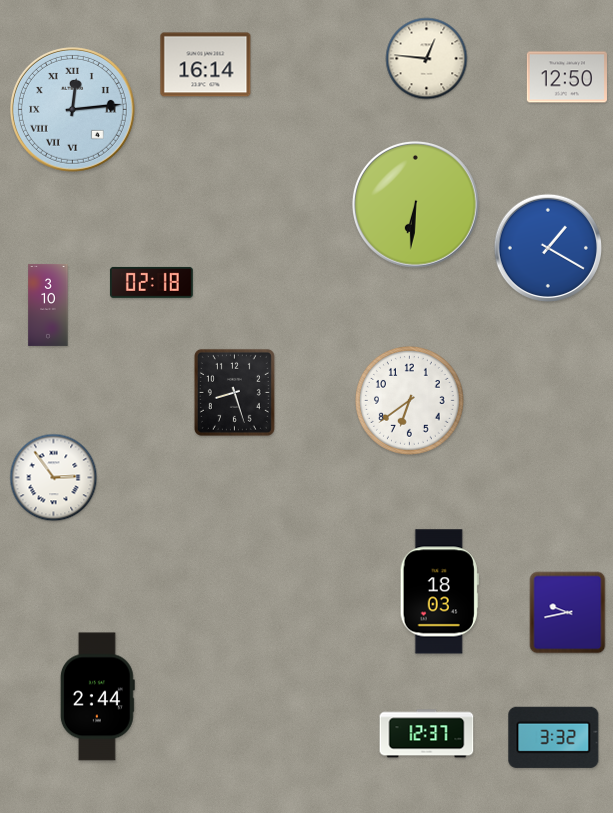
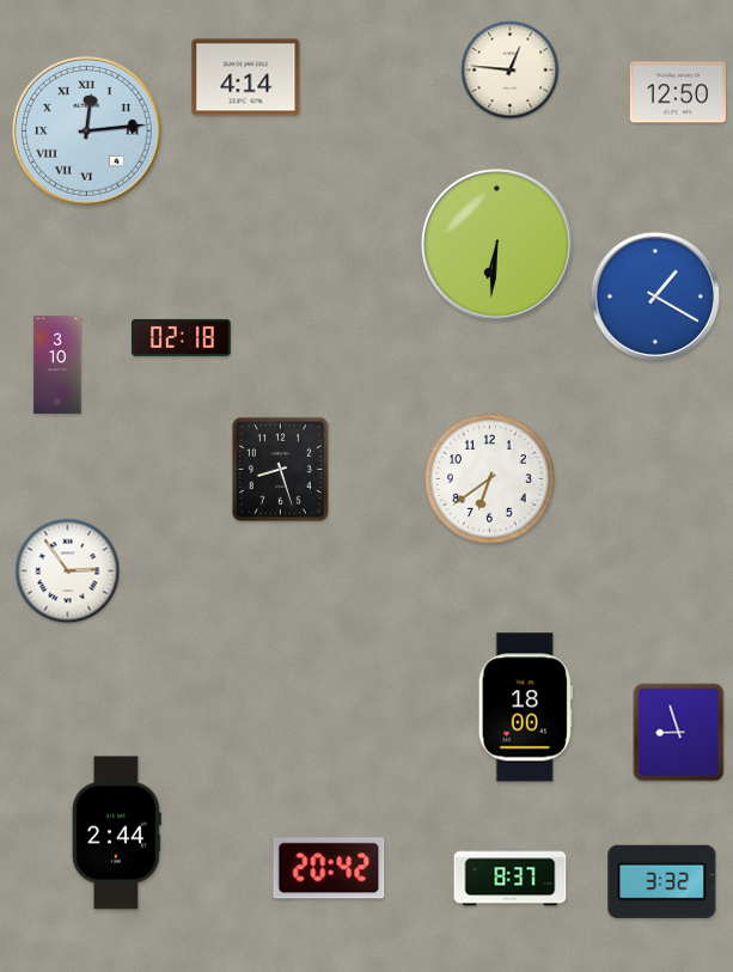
clock at (206, 65): 16:14 -> 4:14
clock at (54, 478) position: (54, 478) -> (68, 571)
clock at (439, 592): 18:03 -> 18:00
clock at (568, 613): 9:43 -> 8:57
clock at (329, 868): none -> 20:42
clock at (427, 734): 12:37 -> 8:37
